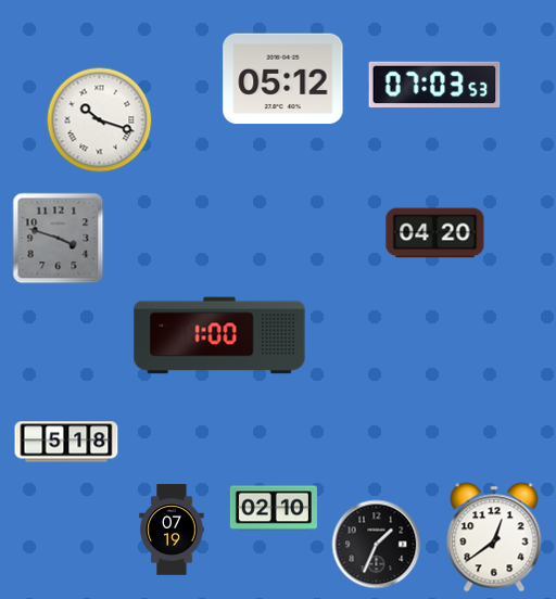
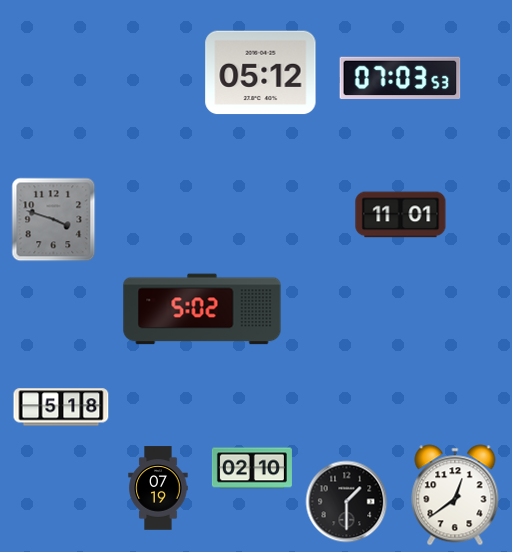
clock at (100, 120): 10:18 -> none
clock at (435, 233): 04:20 -> 11:01
clock at (219, 335): 1:00 -> 5:02
clock at (377, 545): 1:34 -> 1:30
